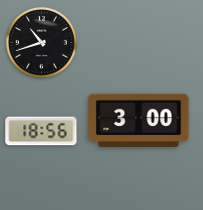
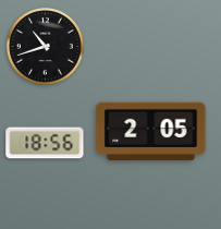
clock at (139, 120): 3:00 -> 2:05
